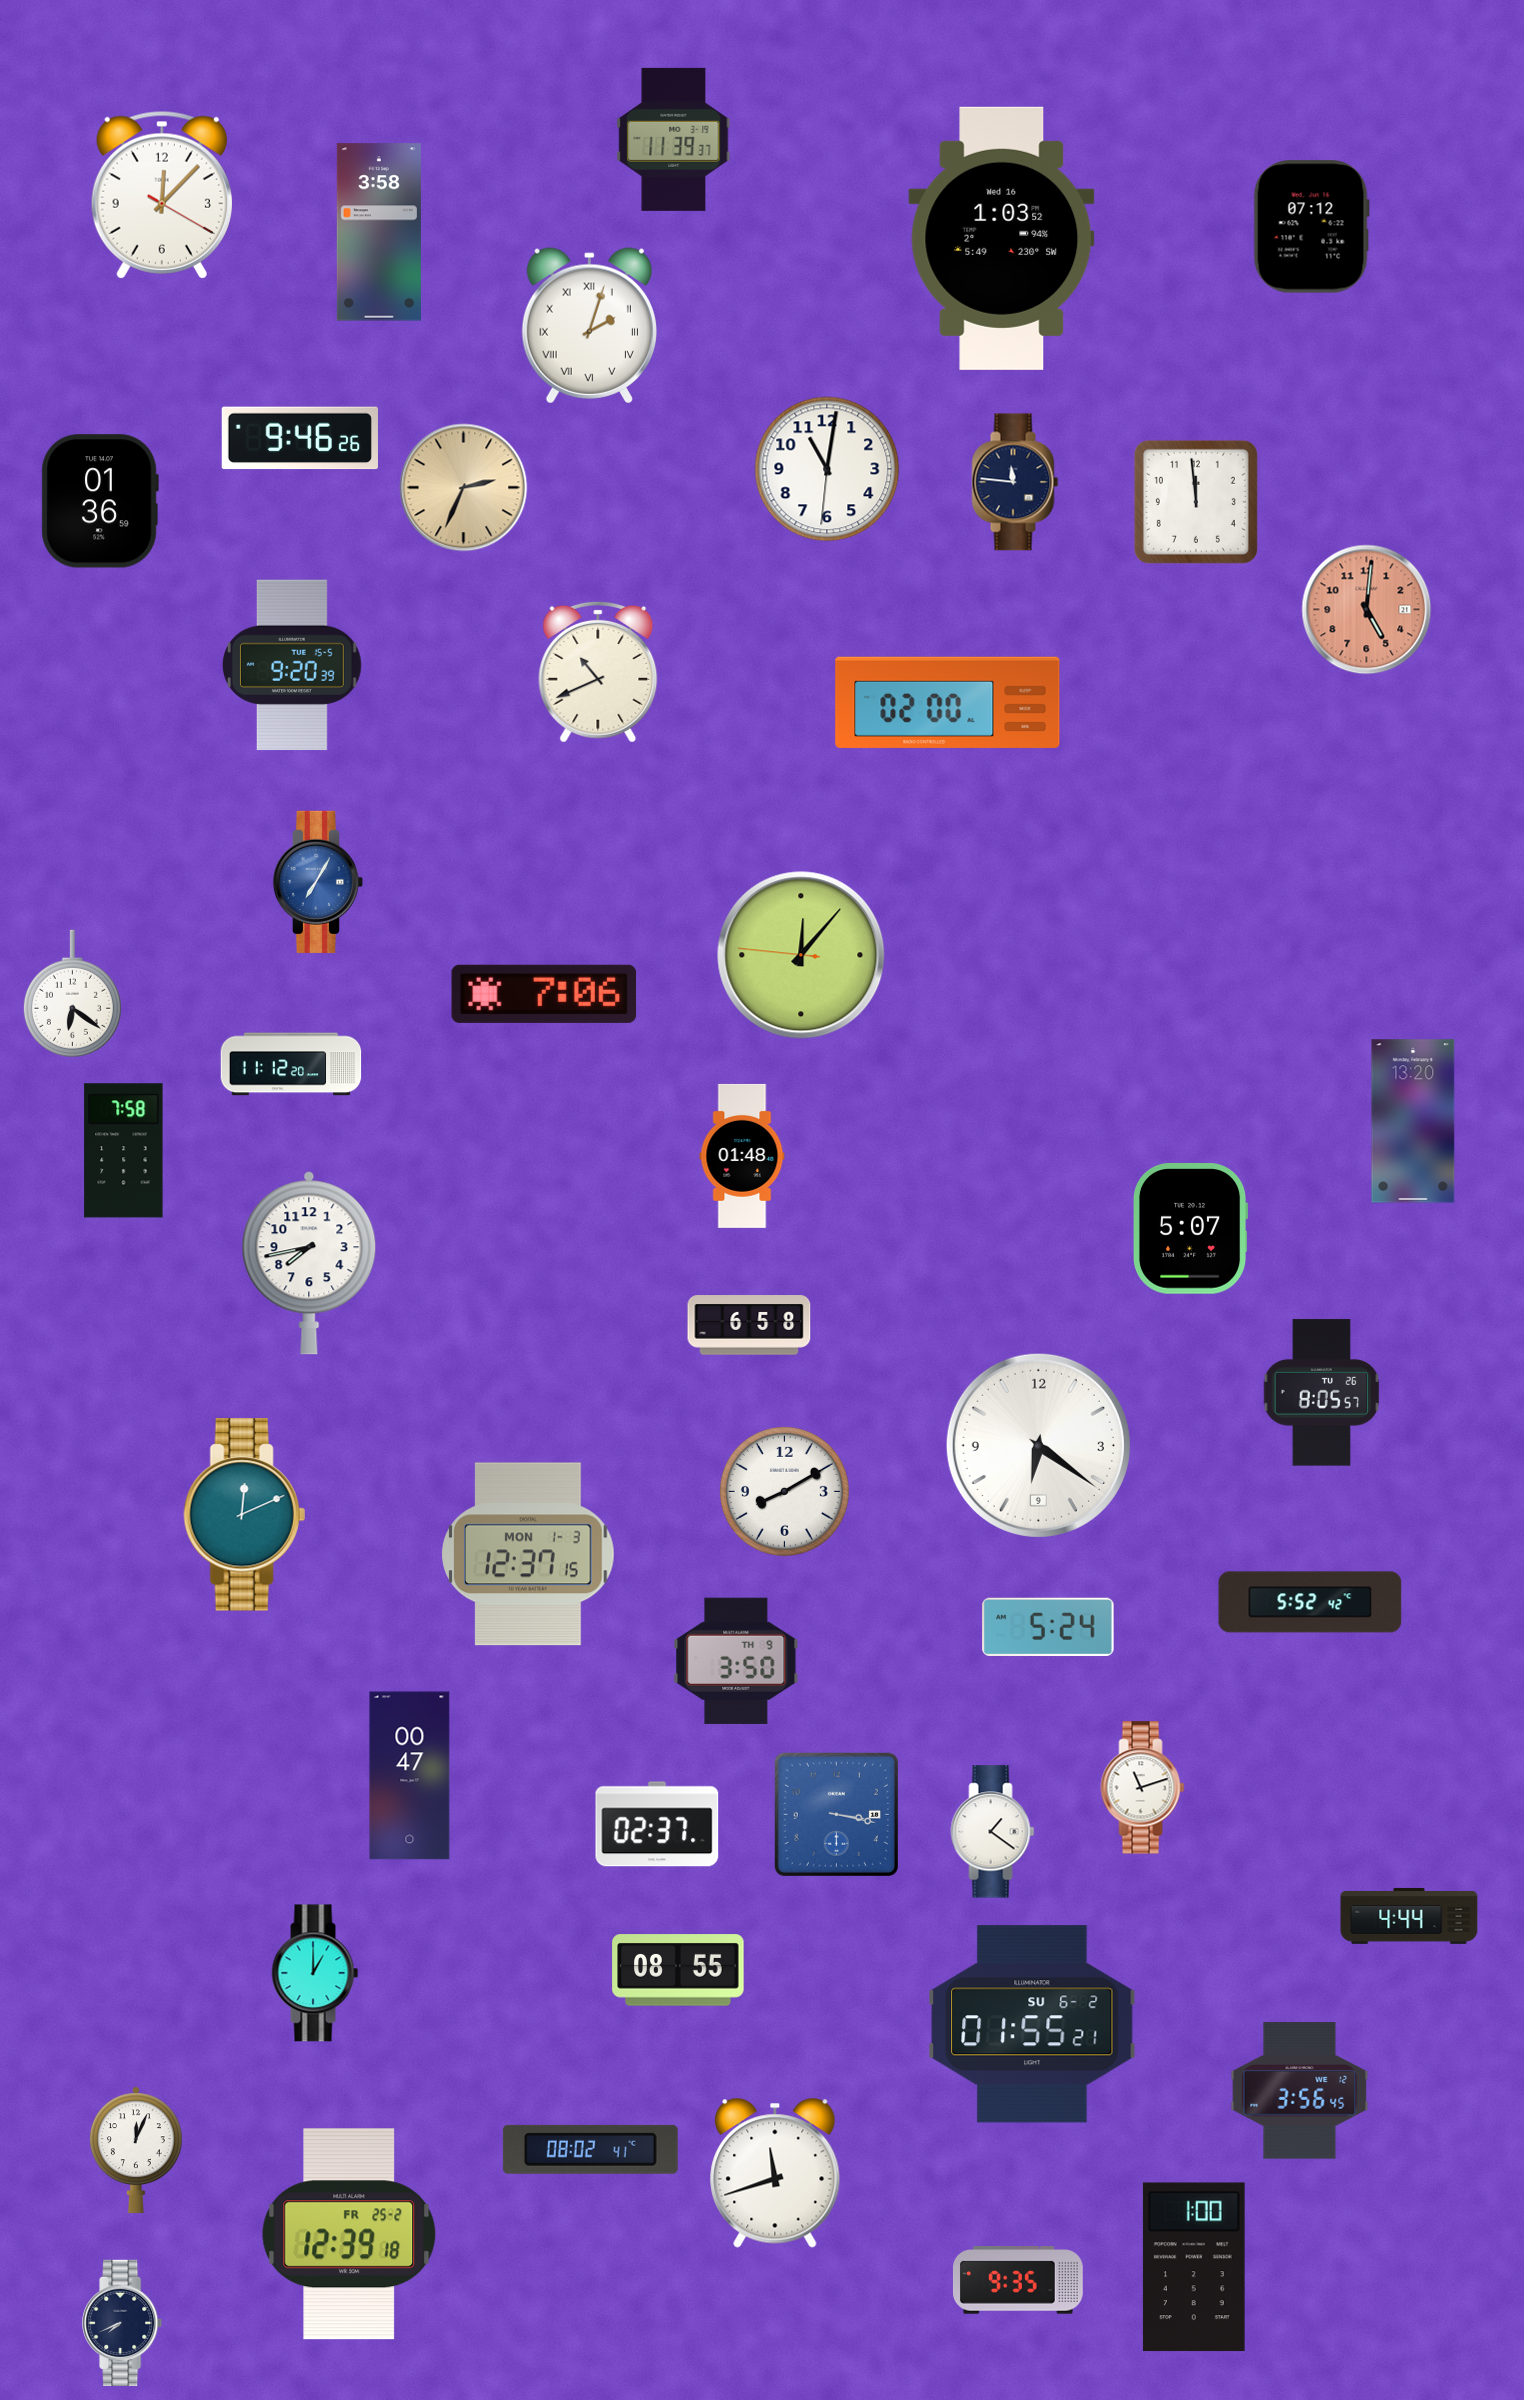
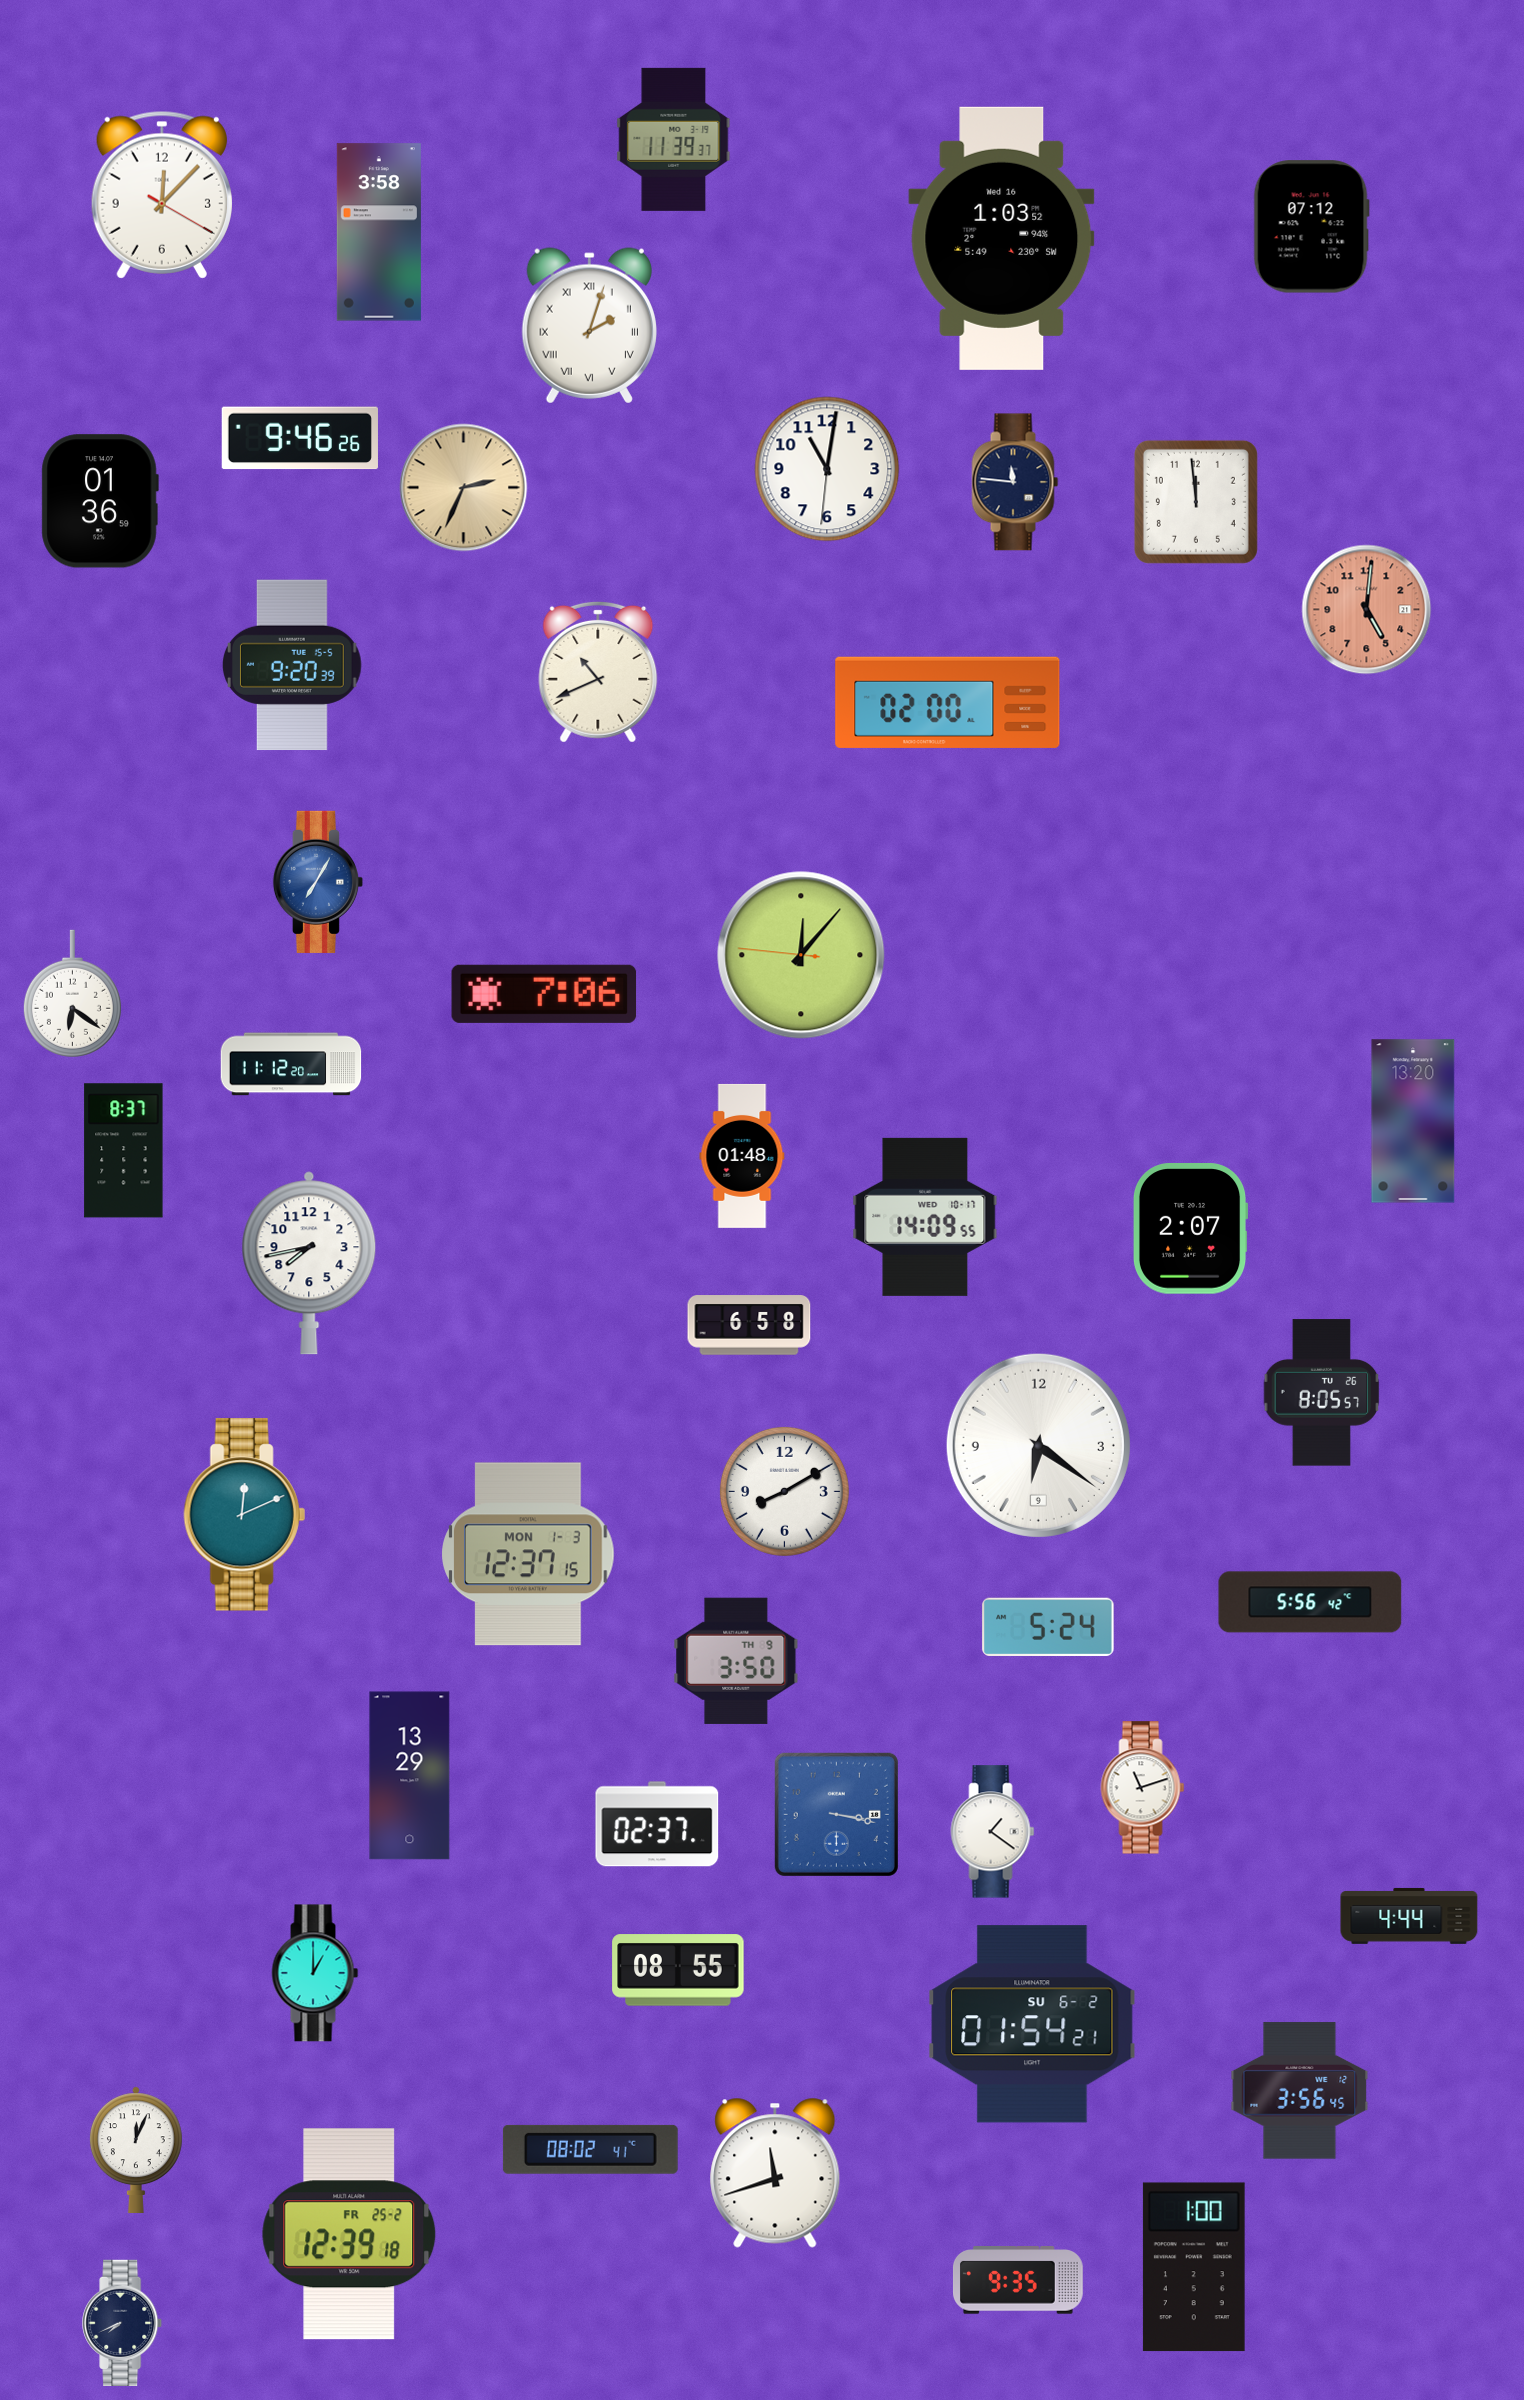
clock at (124, 1151): 7:58 -> 8:37
clock at (925, 1217): none -> 14:09
clock at (1190, 1229): 5:07 -> 2:07
clock at (1310, 1602): 5:52 -> 5:56
clock at (410, 1776): 00:47 -> 13:29
clock at (1032, 2024): 01:55 -> 01:54
